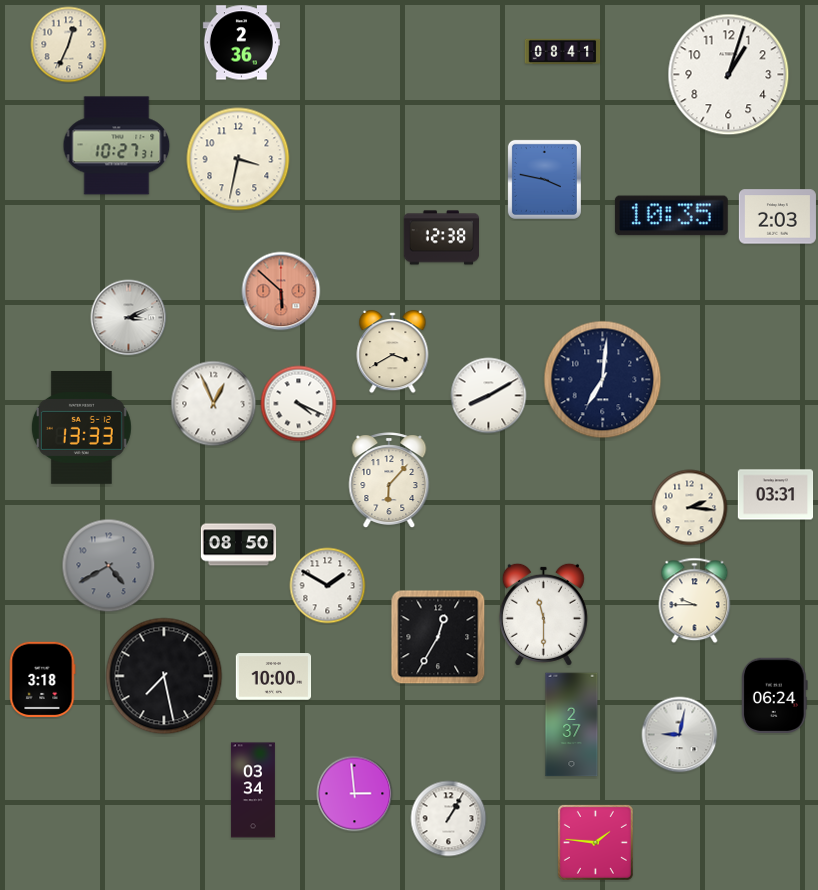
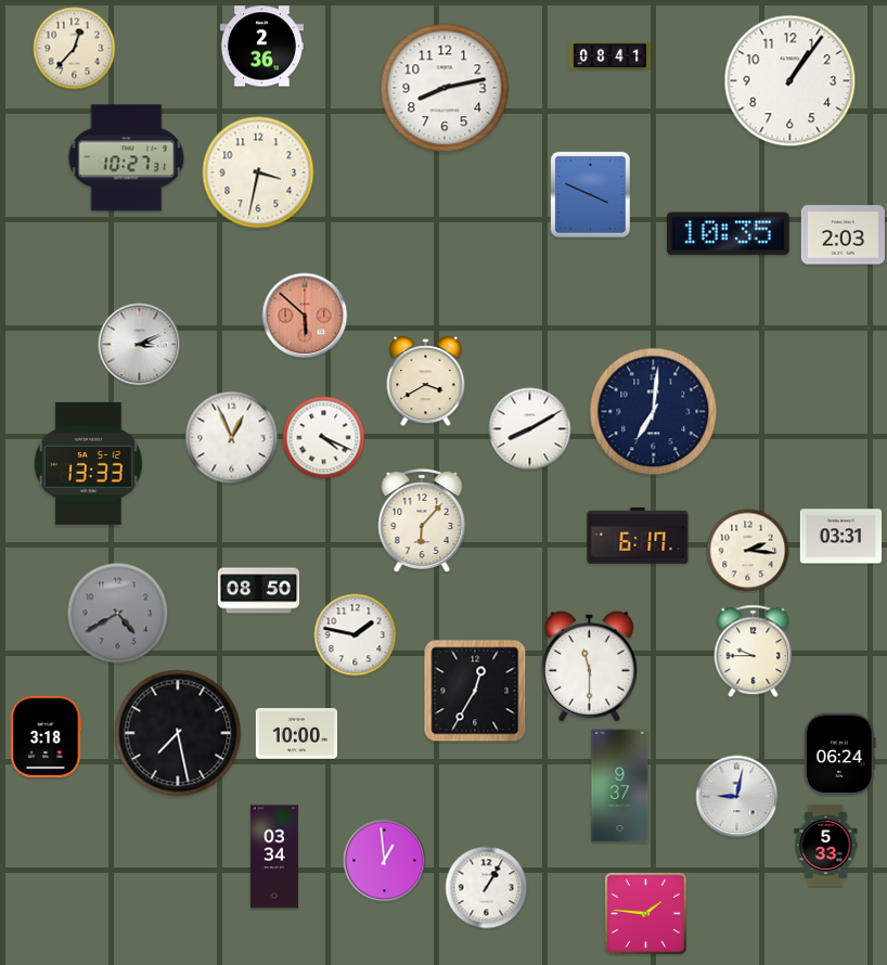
clock at (69, 45): 12:34 -> 12:37
clock at (729, 75): 1:03 -> 1:06
clock at (445, 88): none -> 8:13
clock at (544, 179): 3:47 -> 3:49
clock at (442, 238): 12:38 -> none
clock at (638, 537): none -> 6:17
clock at (328, 586): 1:50 -> 1:47
clock at (572, 725): 2:37 -> 9:37
clock at (826, 846): none -> 5:33
clock at (355, 794): 2:59 -> 12:59
